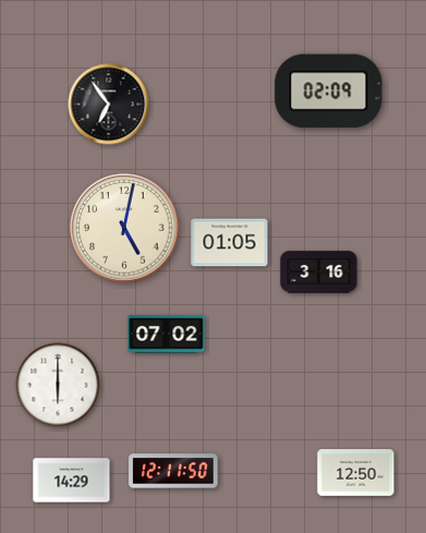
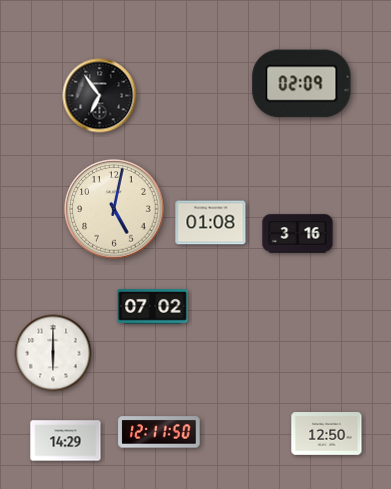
clock at (230, 243): 01:05 -> 01:08
clock at (319, 272) position: (319, 272) -> (298, 234)
